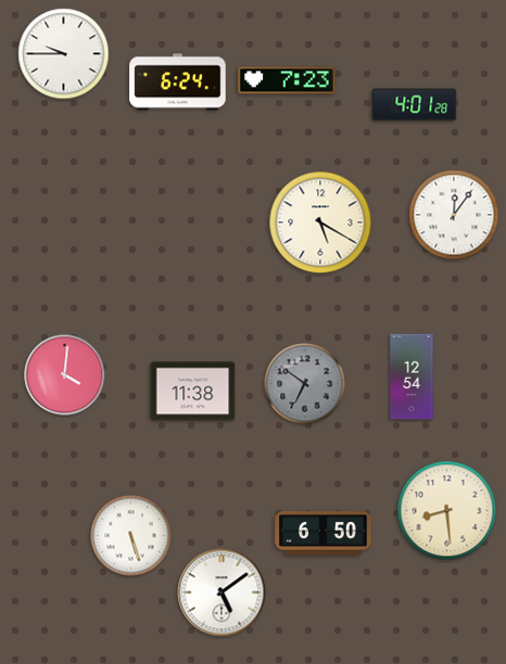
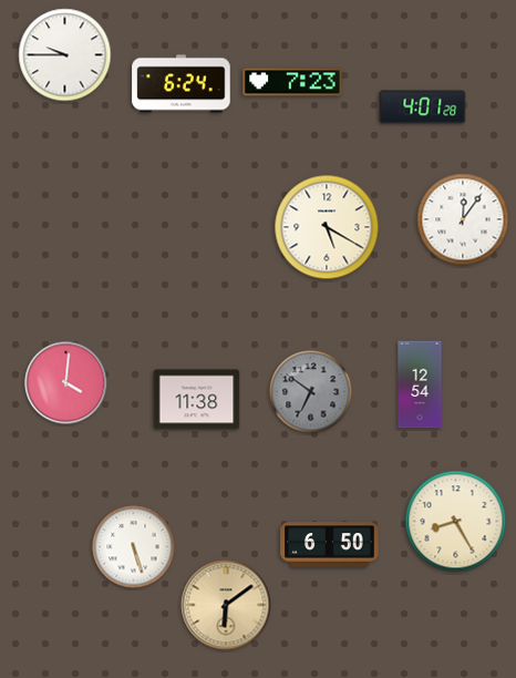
clock at (447, 511): 8:29 -> 8:25
clock at (222, 592): 5:09 -> 6:09
clock at (222, 592) dial: white -> champagne
